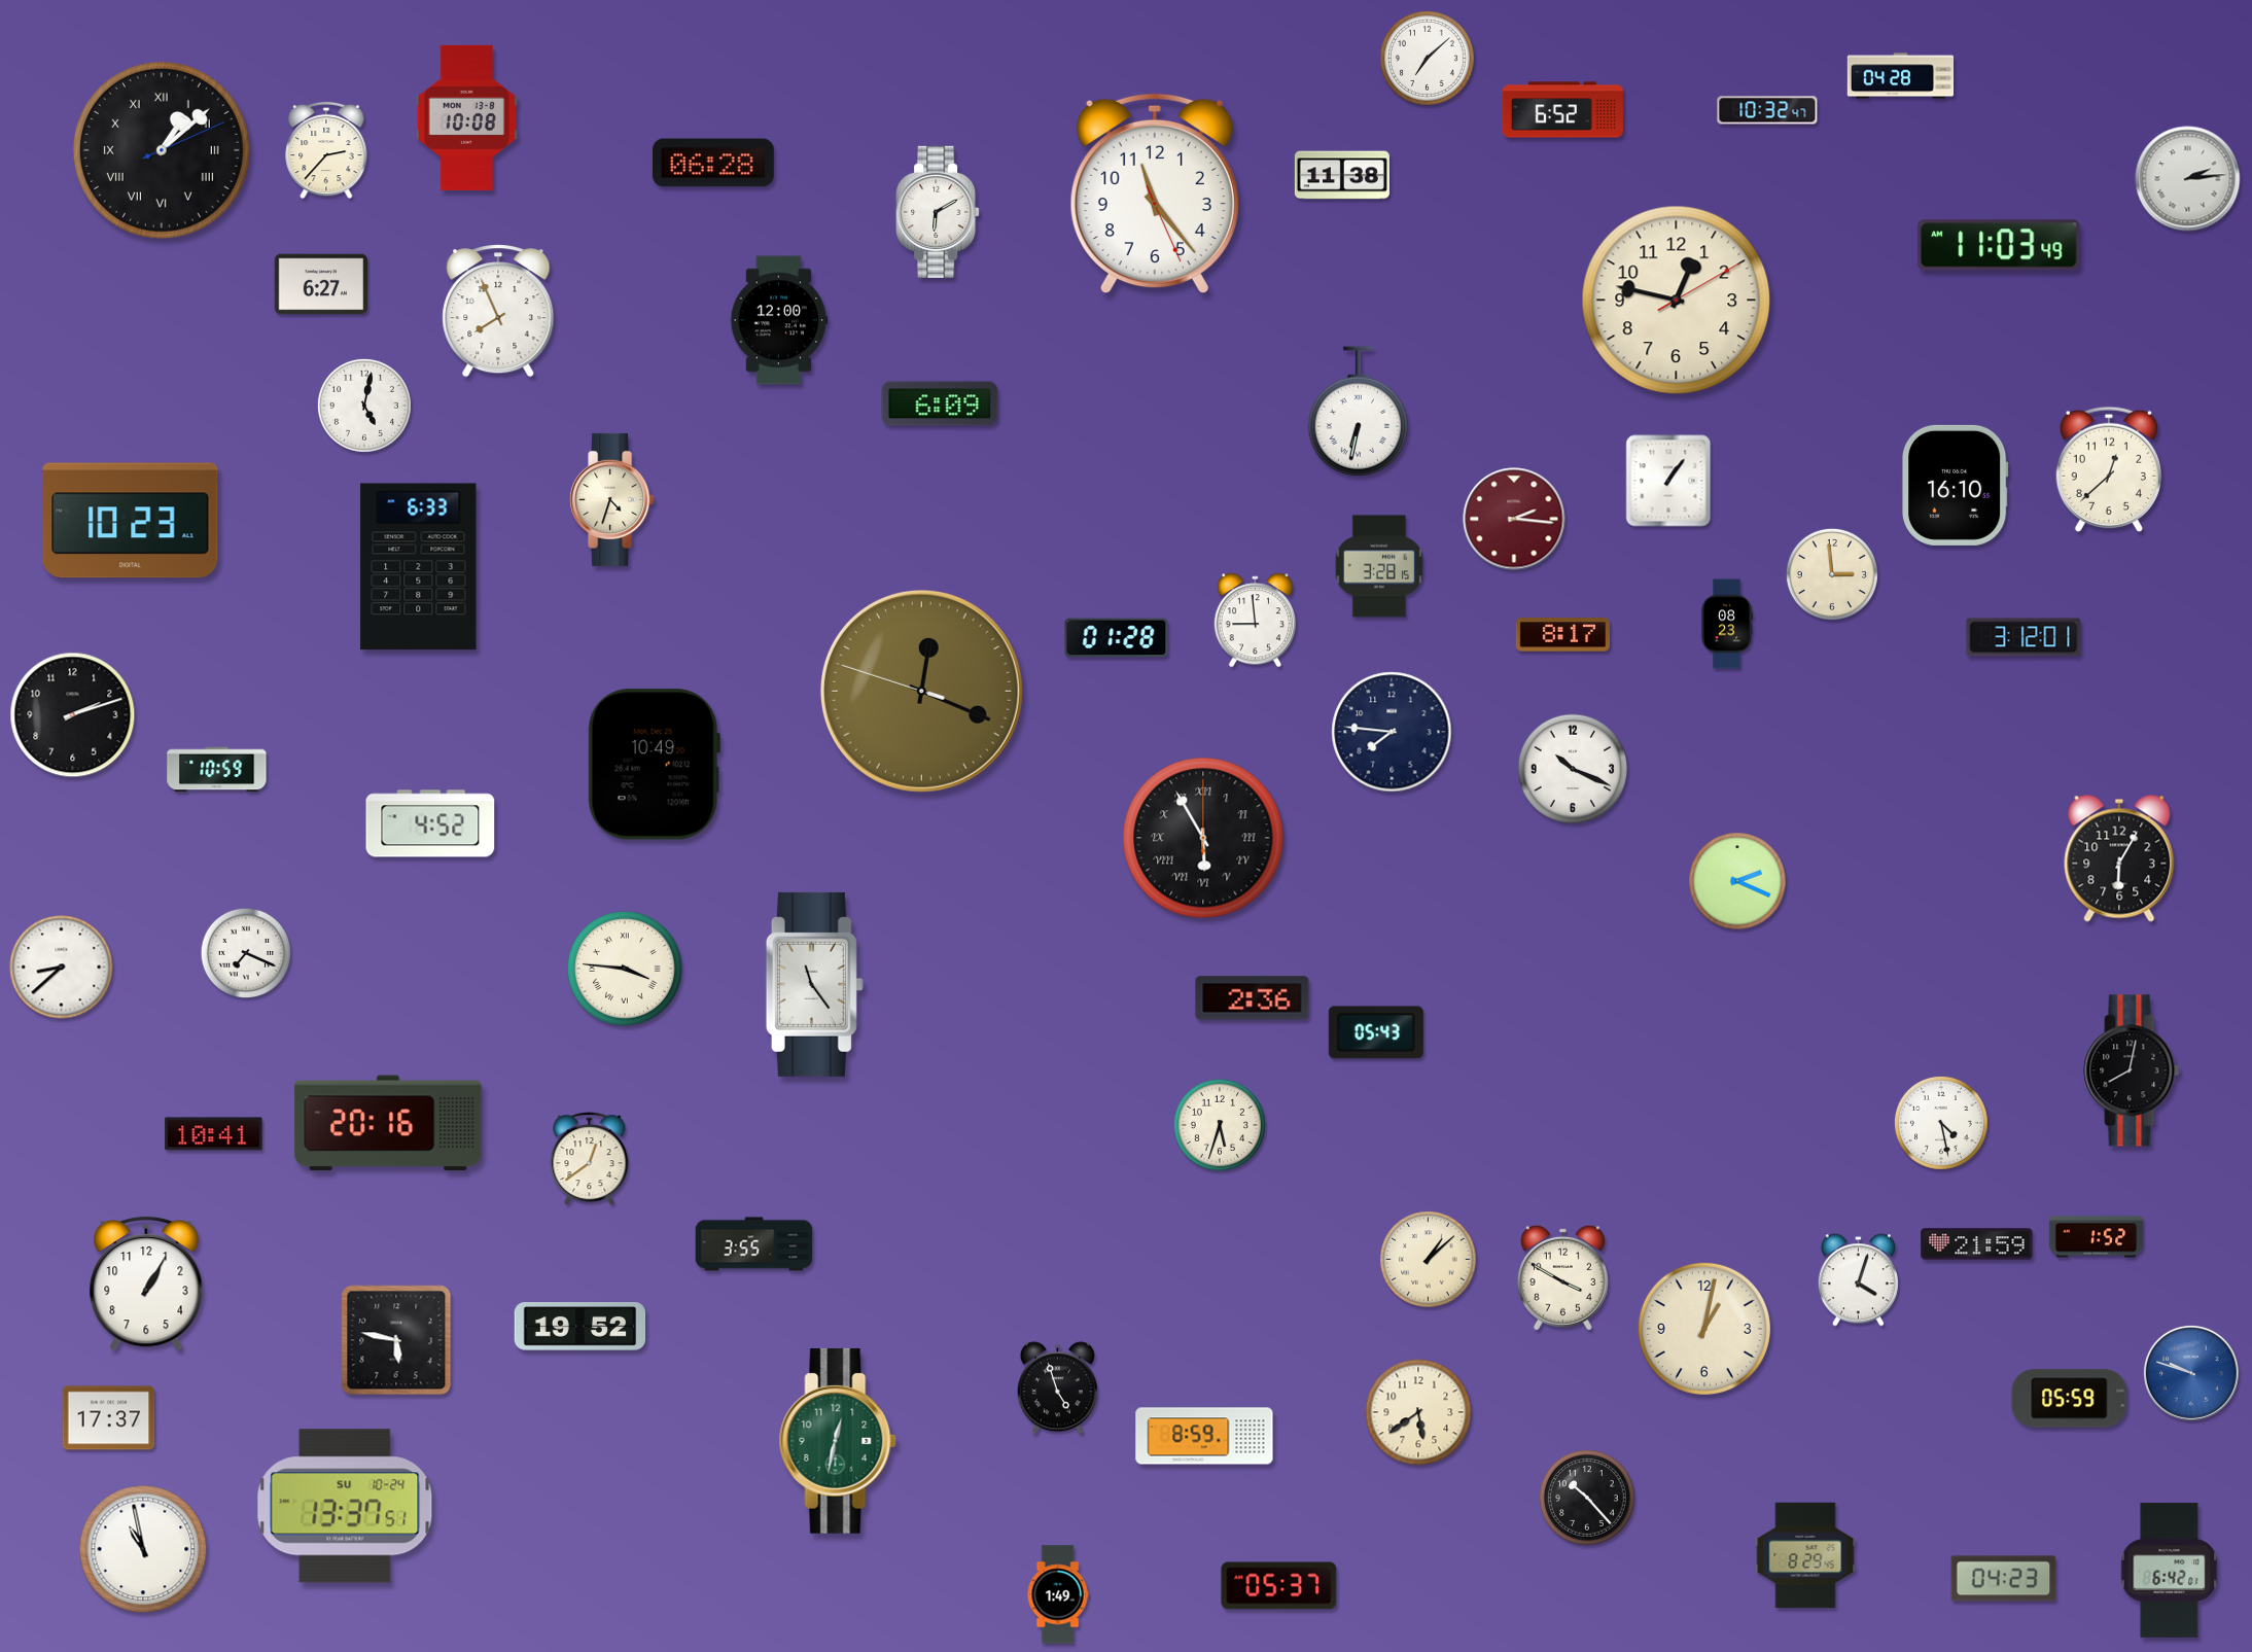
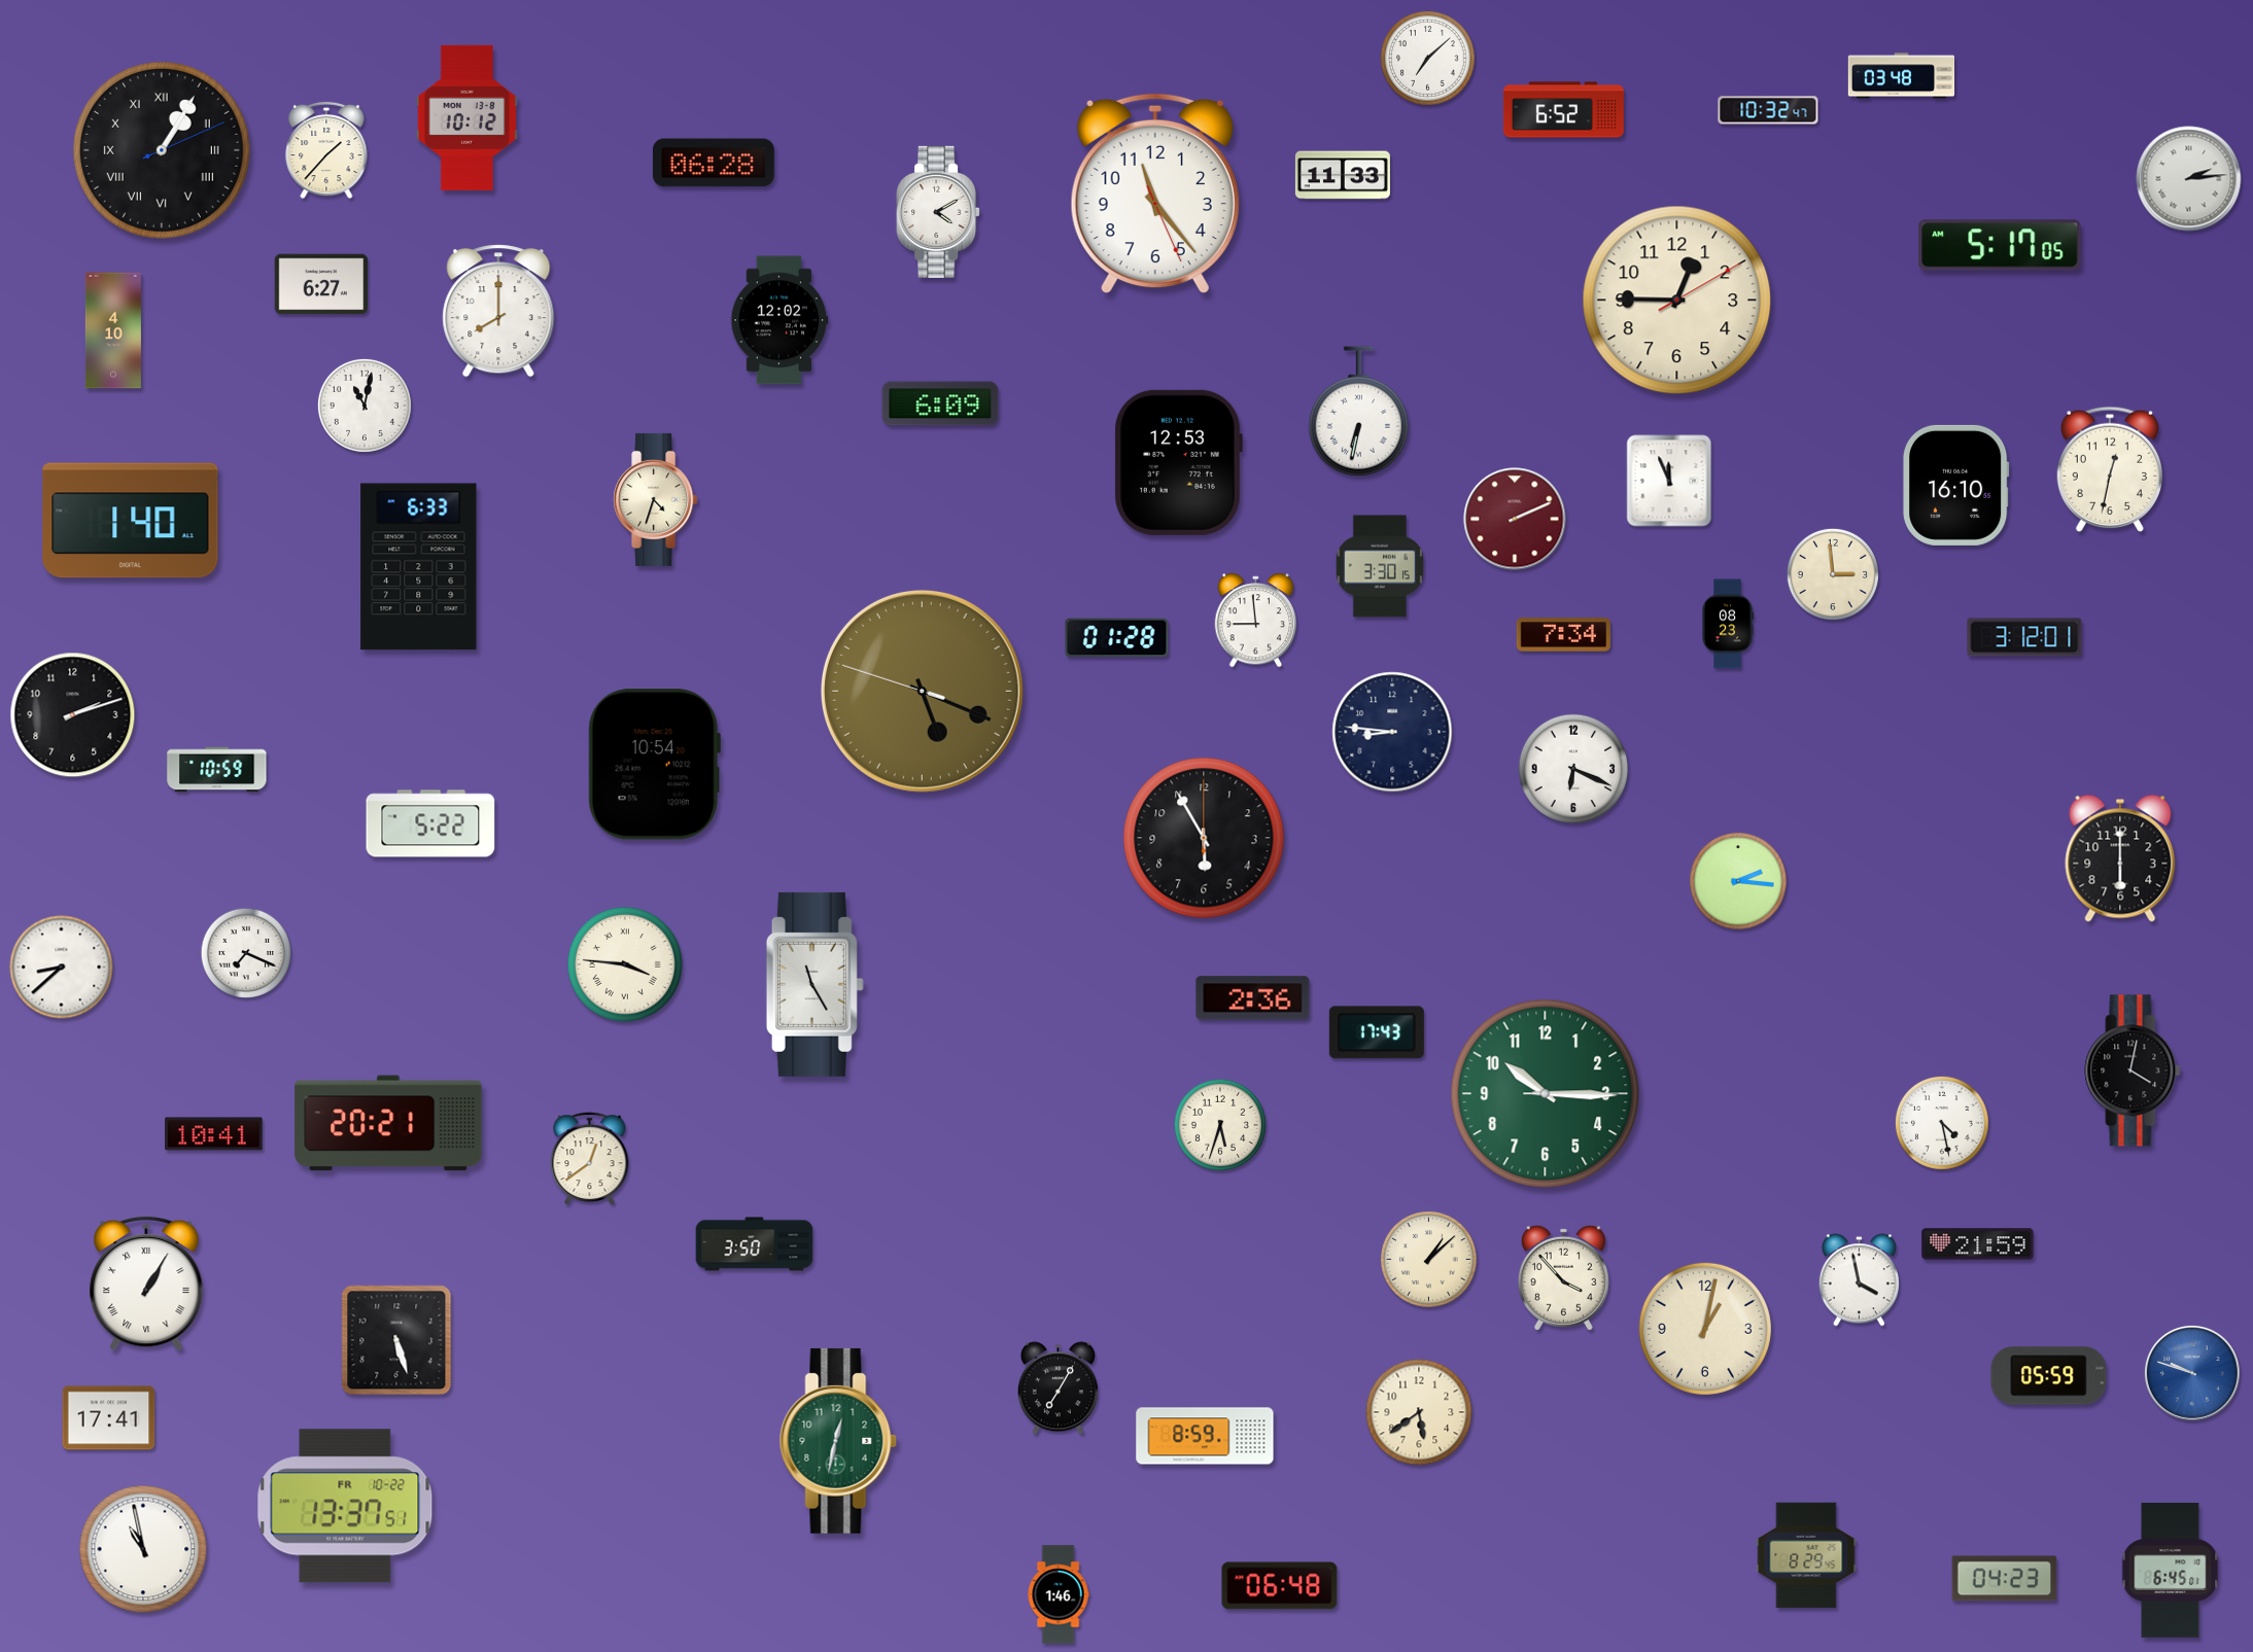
clock at (1901, 76): 04:28 -> 03:48
clock at (466, 117): 10:08 -> 10:12
clock at (162, 150): 1:08 -> 1:05
clock at (326, 150): 2:37 -> 1:37
clock at (1342, 175): 11:38 -> 11:33
clock at (938, 212): 6:10 -> 4:10
clock at (1999, 245): 11:03 -> 5:17
clock at (1677, 301): 12:47 -> 12:45
clock at (498, 311): 7:56 -> 8:00
clock at (779, 320): 12:00 -> 12:02
clock at (113, 330): none -> 4:10
clock at (364, 406): 5:02 -> 11:02
clock at (1179, 462): none -> 12:53
clock at (2108, 469): 12:38 -> 12:32
clock at (1668, 481): 1:06 -> 11:56
clock at (612, 499) position: (612, 499) -> (656, 499)
clock at (1514, 519): 2:16 -> 2:11
clock at (131, 521): 10:23 -> 1:40
clock at (1379, 566): 3:28 -> 3:30
clock at (1562, 635): 8:17 -> 7:34
clock at (921, 691): 12:18 -> 5:18
clock at (1392, 732): 7:46 -> 8:46
clock at (654, 765): 10:49 -> 10:54
clock at (1573, 769): 10:19 -> 6:19
clock at (430, 823): 4:52 -> 5:22
clock at (1203, 838) numerals: Roman -> Arabic
clock at (2119, 858): 6:05 -> 6:00
clock at (1737, 881): 2:19 -> 2:16
clock at (625, 969) position: (625, 969) -> (625, 964)
clock at (814, 984): 11:24 -> 11:25
clock at (1376, 1032): 05:43 -> 17:43
clock at (2132, 1070): 8:02 -> 4:02
clock at (1546, 1094): none -> 10:15
clock at (388, 1123): 20:16 -> 20:21
clock at (2096, 1237): 1:52 -> none
clock at (754, 1244): 3:55 -> 3:50
clock at (1562, 1277): 3:50 -> 3:53
clock at (1858, 1280): 4:03 -> 3:58
clock at (146, 1284) numerals: Arabic -> Roman
clock at (580, 1327): 19:52 -> none
clock at (396, 1340): 5:47 -> 5:27
clock at (1057, 1389): 4:57 -> 7:05
clock at (2070, 1399) position: (2070, 1399) -> (2049, 1376)
clock at (109, 1418): 17:37 -> 17:41
clock at (1587, 1498): 10:23 -> none
clock at (345, 1506) date: SU 10-24 -> FR 10-22
clock at (2170, 1571): 6:42 -> 6:45
clock at (1279, 1586): 05:37 -> 06:48
clock at (1058, 1594): 1:49 -> 1:46
